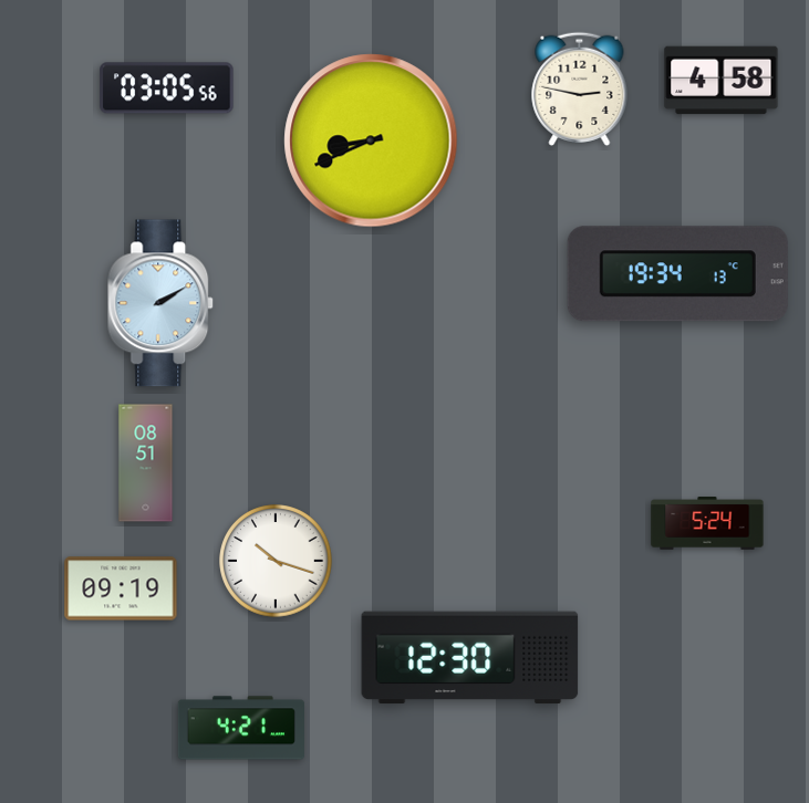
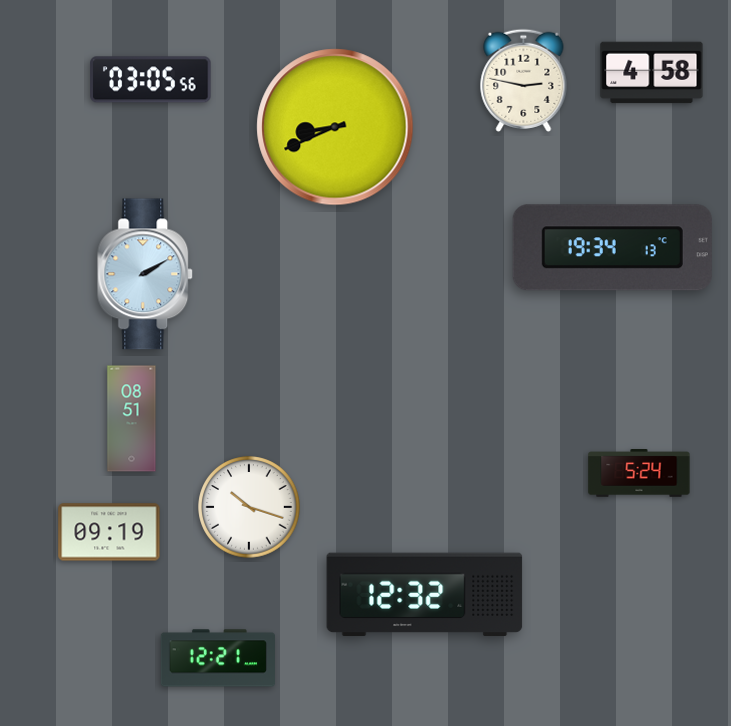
clock at (470, 658): 12:30 -> 12:32
clock at (240, 728): 4:21 -> 12:21
